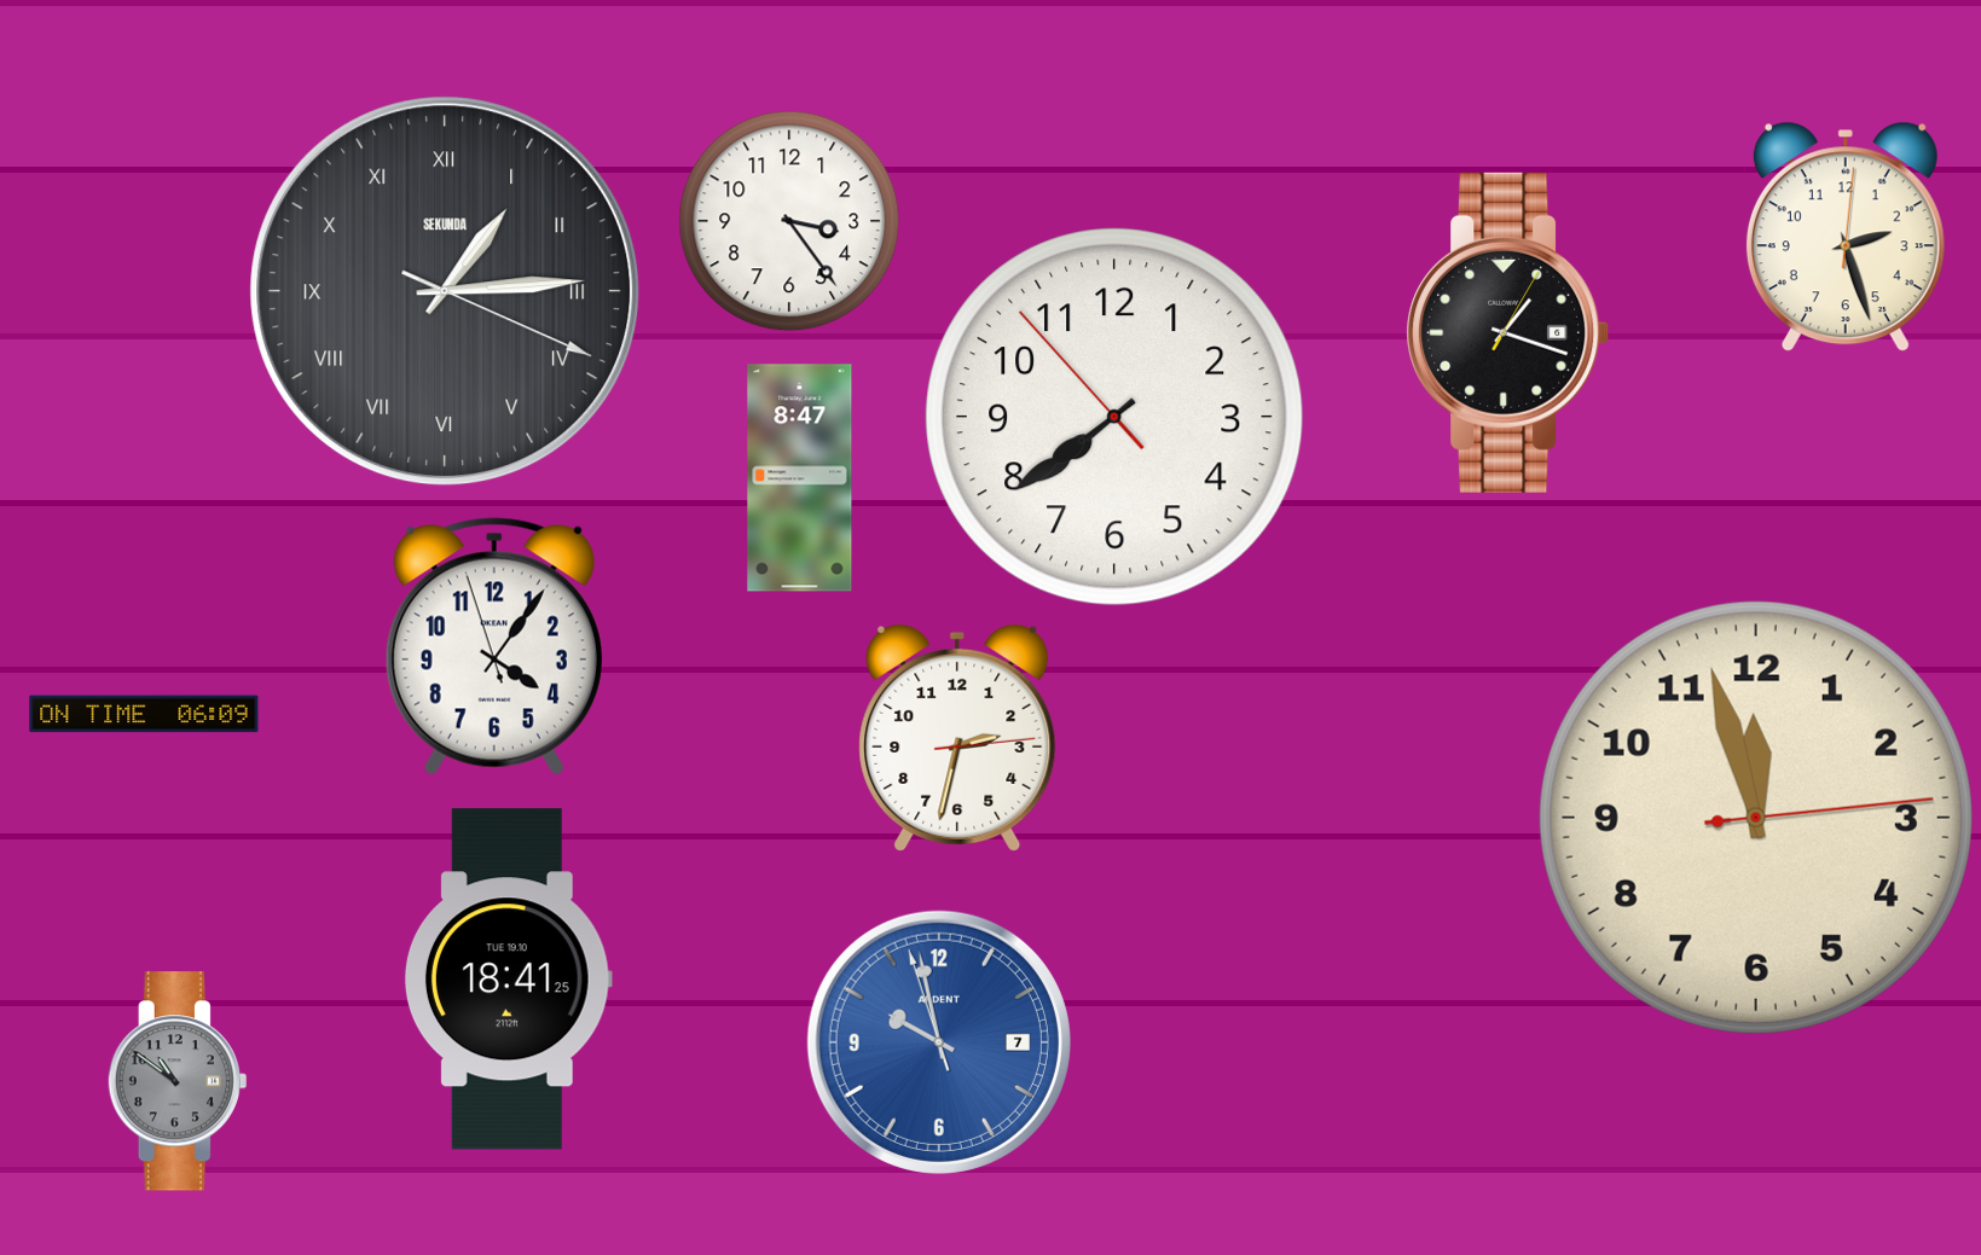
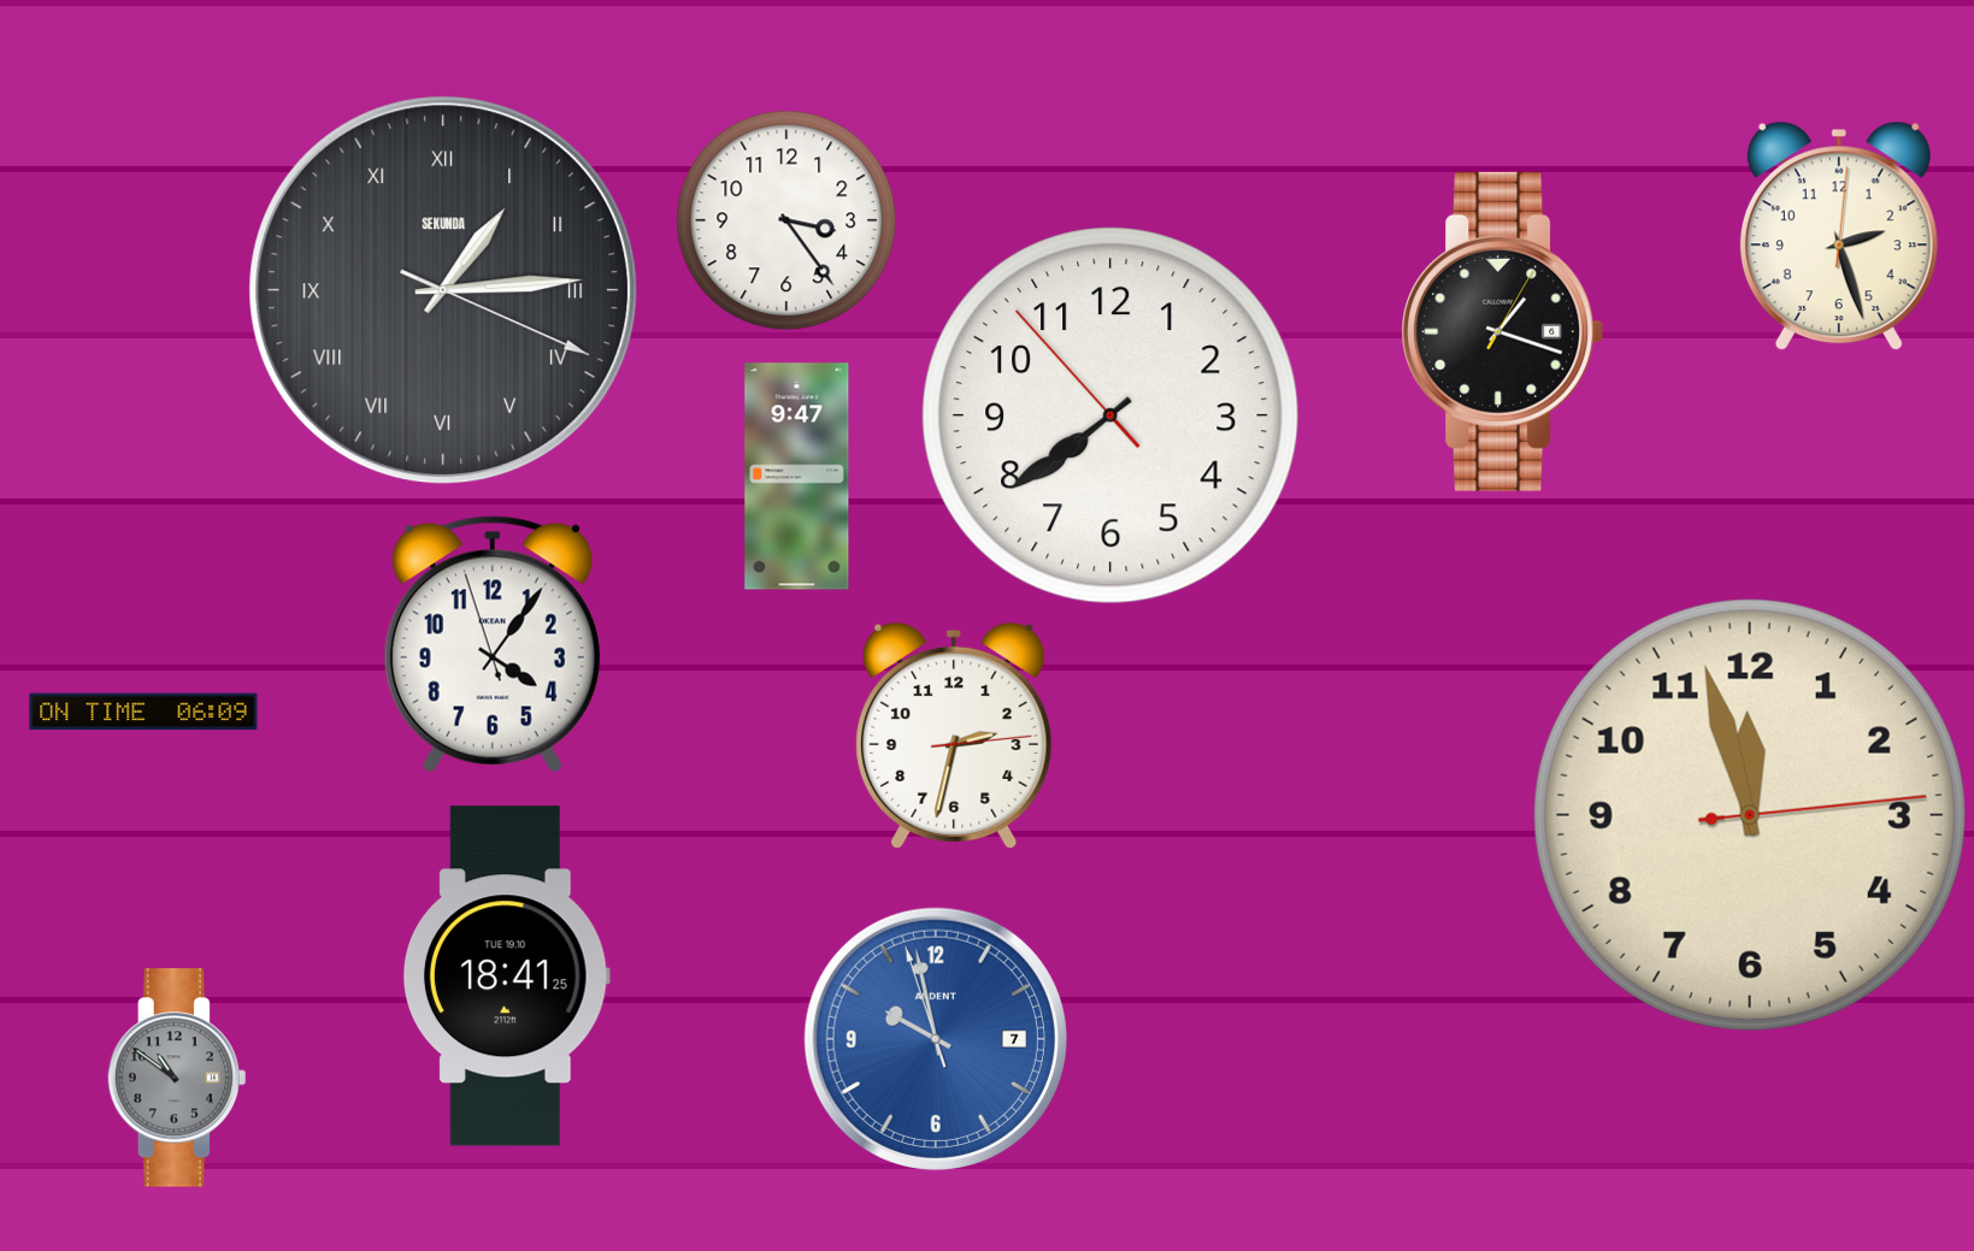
clock at (800, 478): 8:47 -> 9:47
